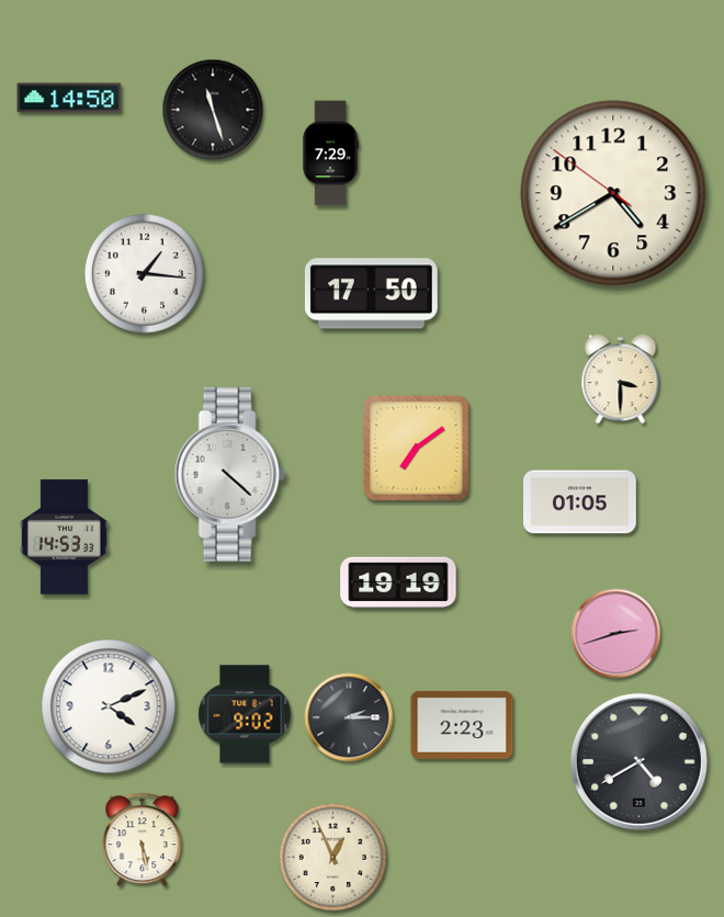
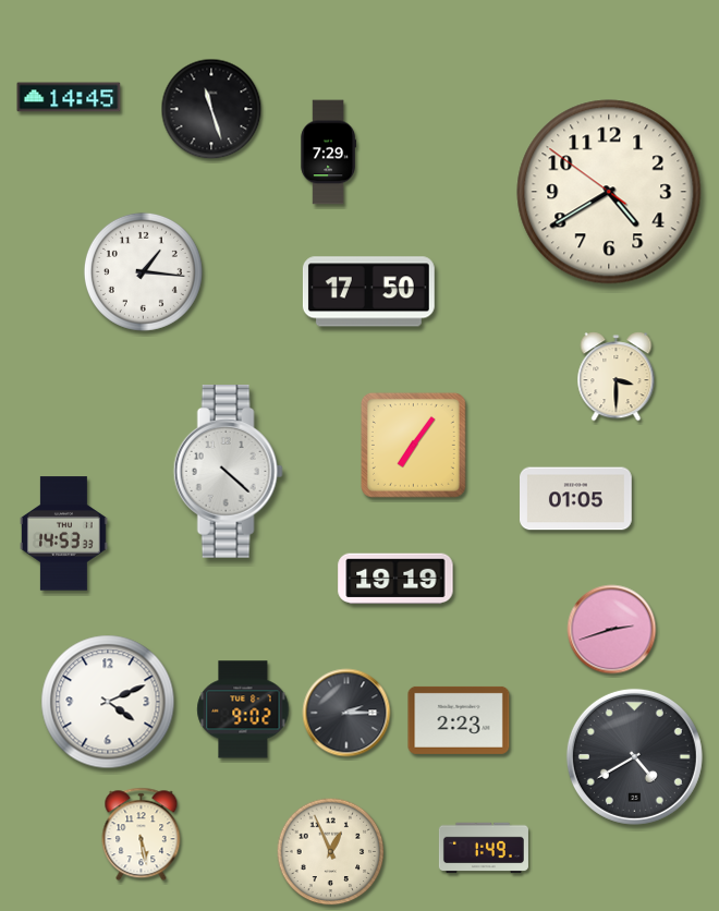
clock at (69, 98): 14:50 -> 14:45
clock at (416, 448): 7:09 -> 7:06
clock at (484, 848): none -> 1:49
